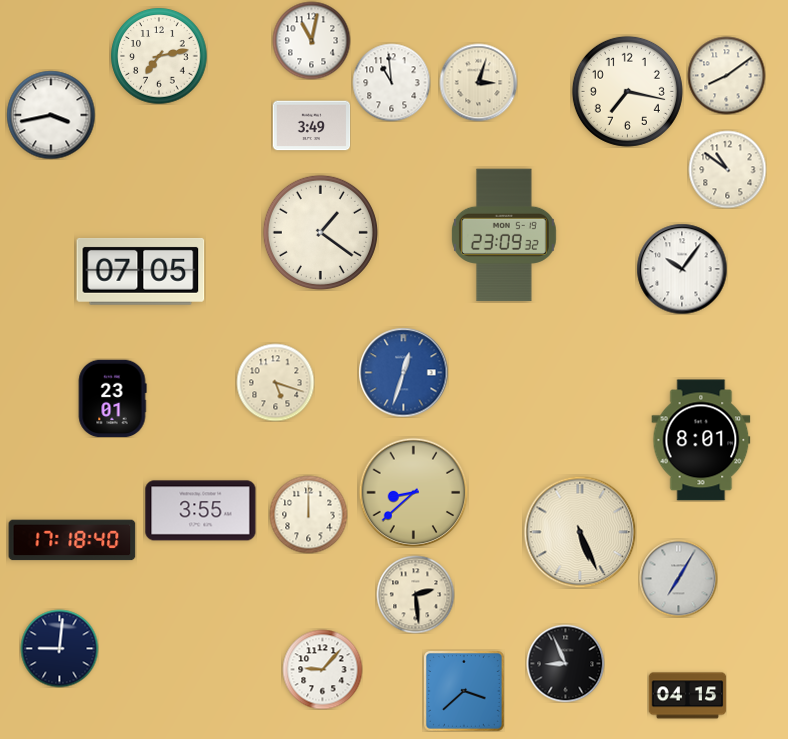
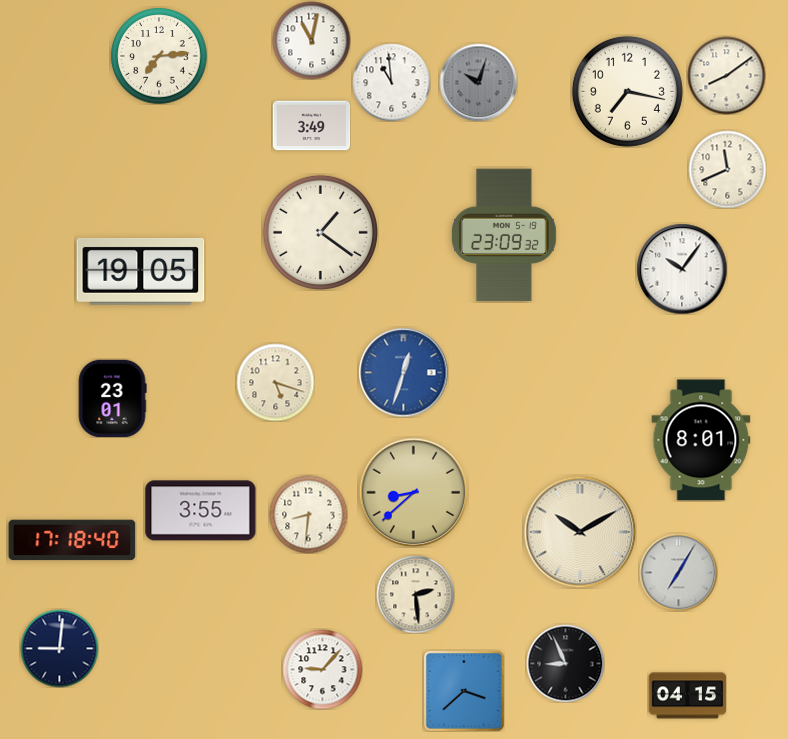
clock at (159, 56): 7:13 -> 7:14
clock at (478, 82): 3:03 -> 10:03
clock at (478, 82) dial: cream -> grey
clock at (51, 115): 3:43 -> none
clock at (727, 169): 10:51 -> 11:41
clock at (141, 271): 07:05 -> 19:05
clock at (308, 514): 12:00 -> 8:31
clock at (580, 532): 5:26 -> 10:10
clock at (678, 578) position: (678, 578) -> (678, 572)
